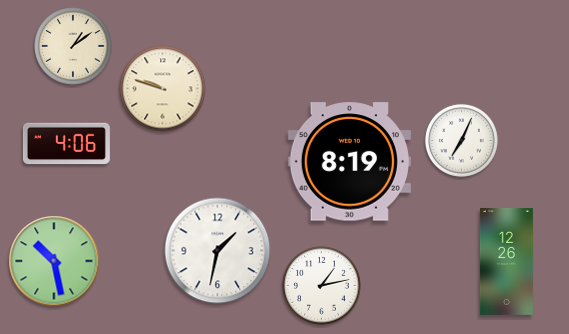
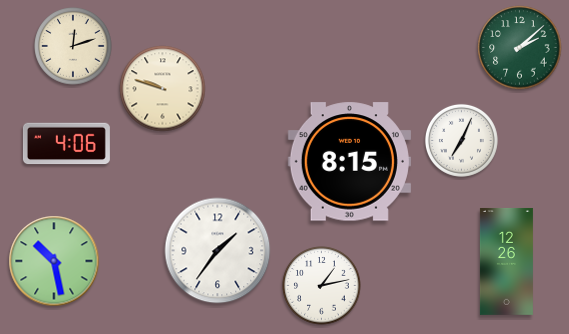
clock at (73, 46): 1:09 -> 12:12
clock at (520, 48): none -> 2:08
clock at (349, 162): 8:19 -> 8:15
clock at (218, 251): 1:32 -> 1:36
